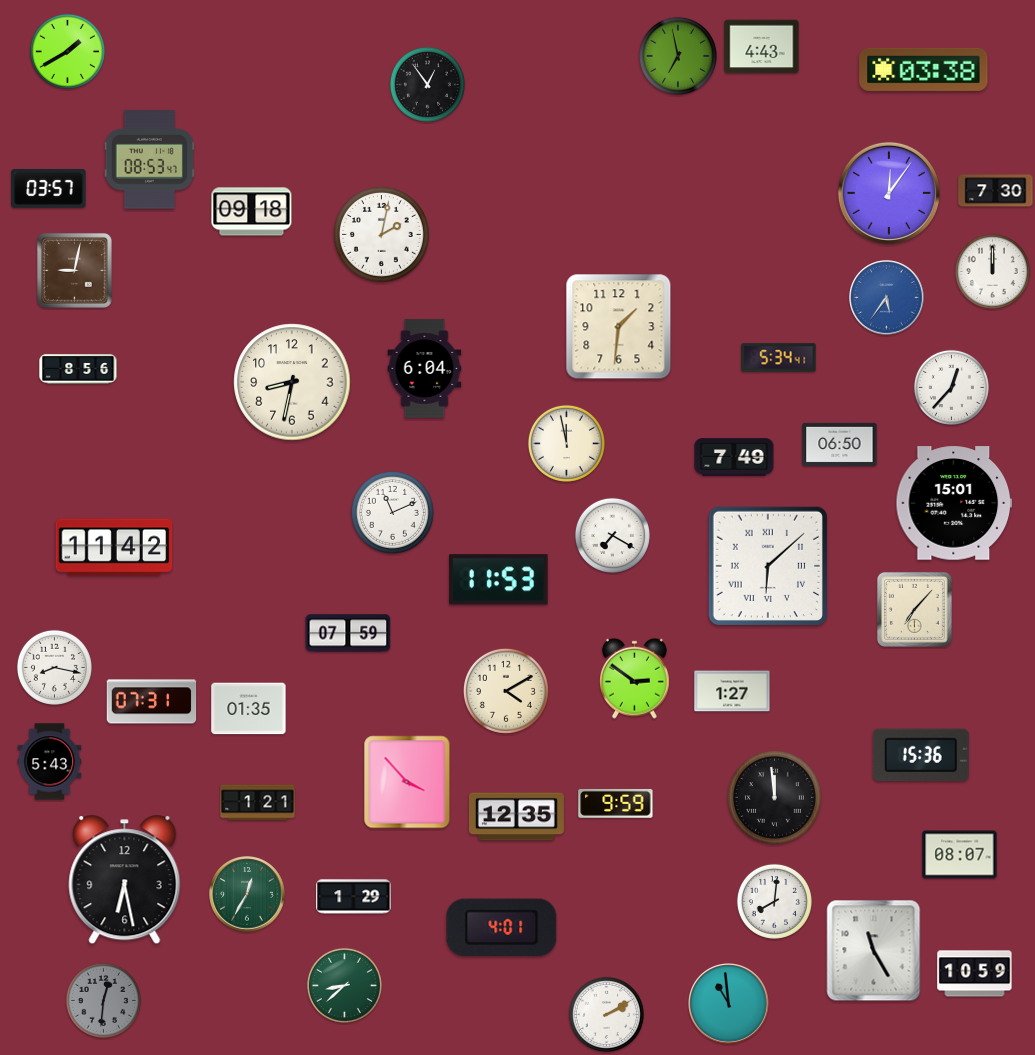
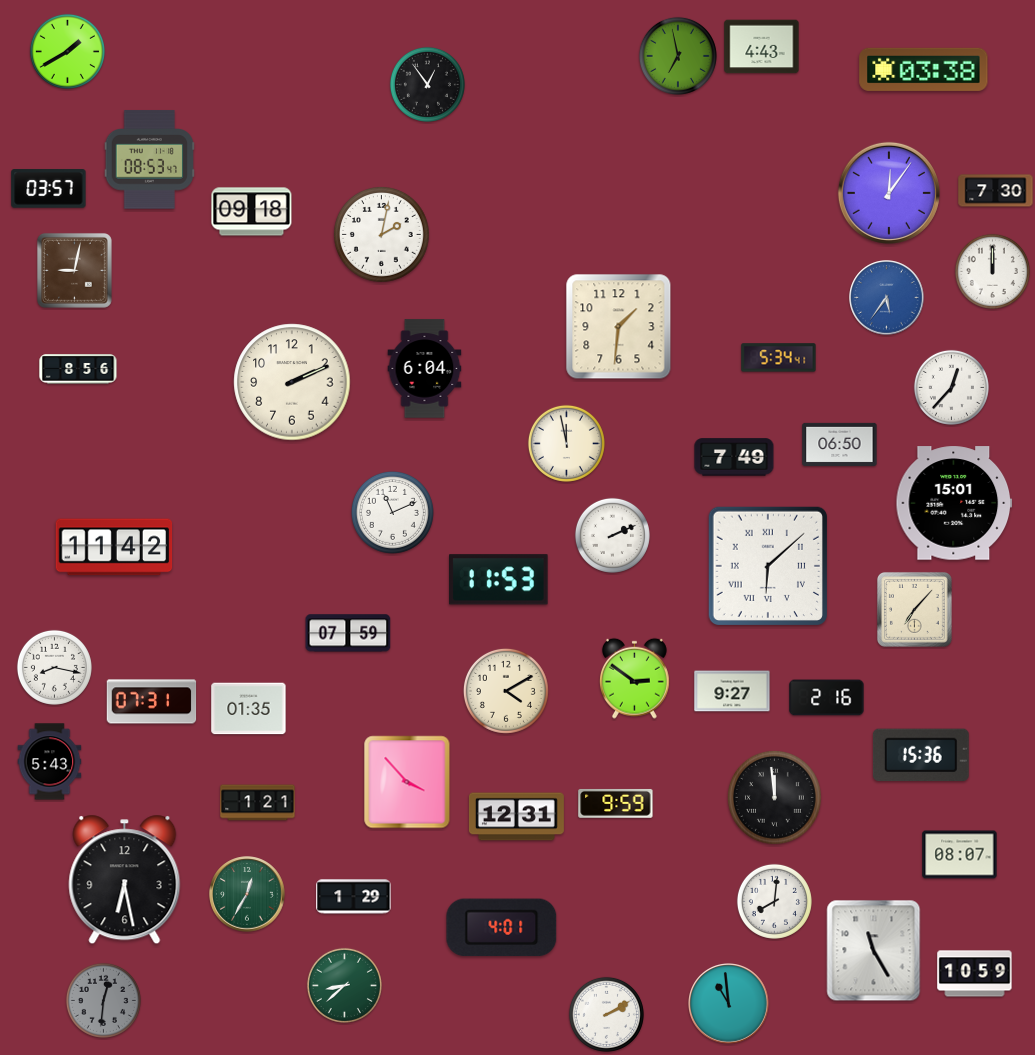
clock at (292, 382): 8:32 -> 2:11
clock at (612, 535): 7:20 -> 2:11
clock at (732, 691): 1:27 -> 9:27
clock at (827, 698): none -> 2:16
clock at (516, 817): 12:35 -> 12:31
